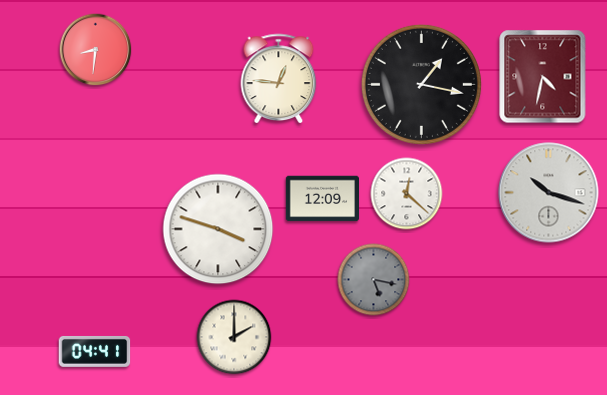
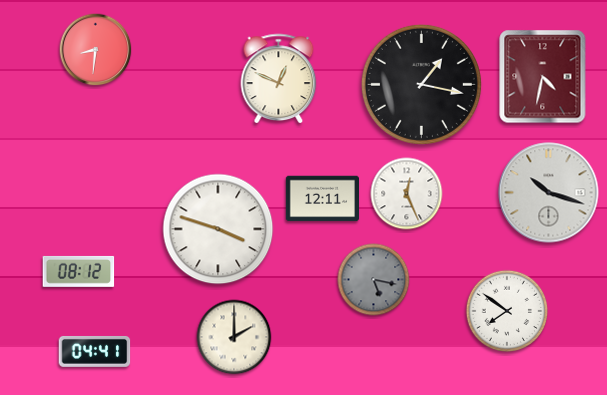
clock at (279, 78): 12:46 -> 12:49
clock at (407, 194): 12:22 -> 12:26
clock at (322, 199): 12:09 -> 12:11
clock at (79, 271): none -> 08:12
clock at (507, 311): none -> 7:51
